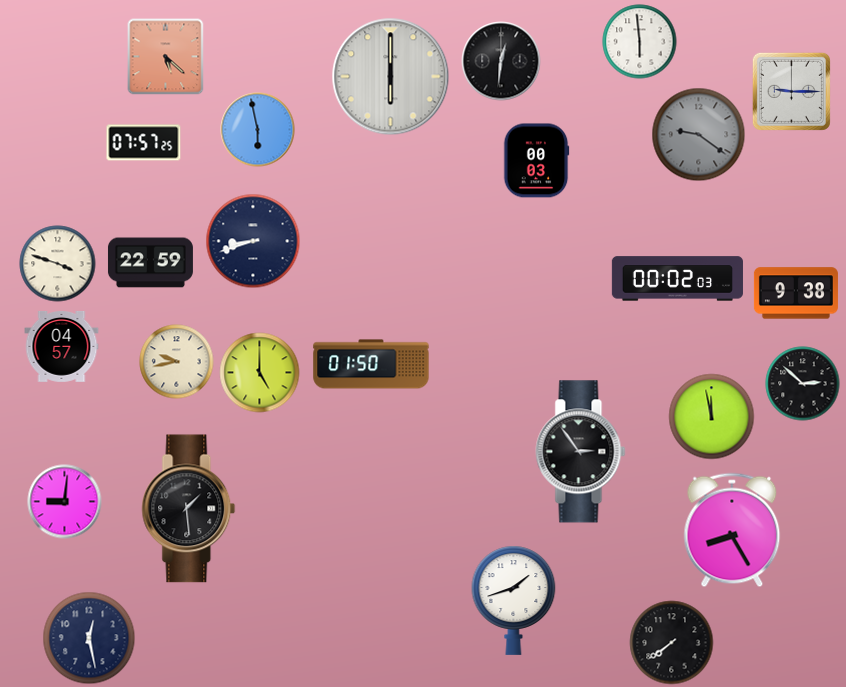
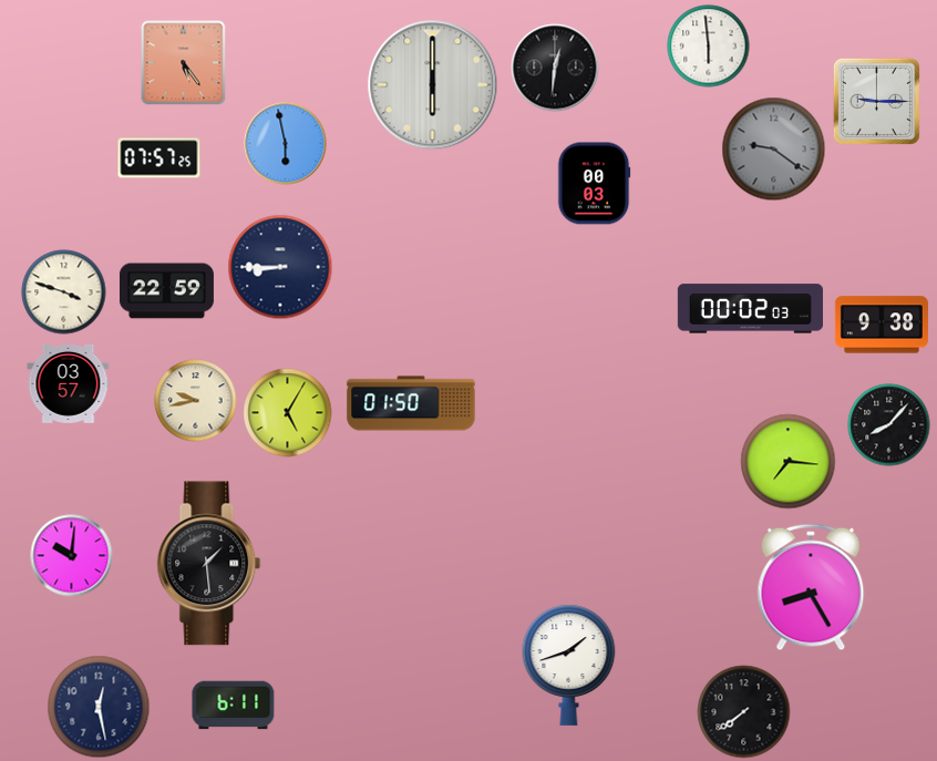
clock at (166, 57): 5:22 -> 5:24
clock at (536, 161) position: (536, 161) -> (594, 184)
clock at (253, 241): 8:42 -> 8:45
clock at (62, 346): 04:57 -> 03:57
clock at (260, 373): 5:00 -> 5:05
clock at (803, 384): 2:52 -> 8:07
clock at (712, 417): 11:58 -> 7:16
clock at (581, 452): 2:54 -> none
clock at (65, 502): 9:01 -> 10:01
clock at (234, 706): none -> 6:11
